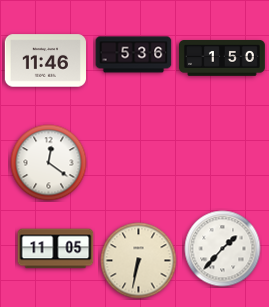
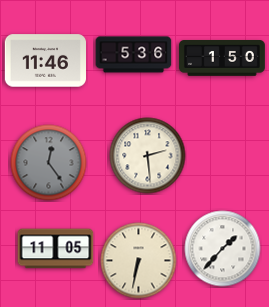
clock at (148, 156): none -> 2:29
clock at (49, 163): 12:21 -> 12:24
clock at (49, 163) dial: white -> grey
